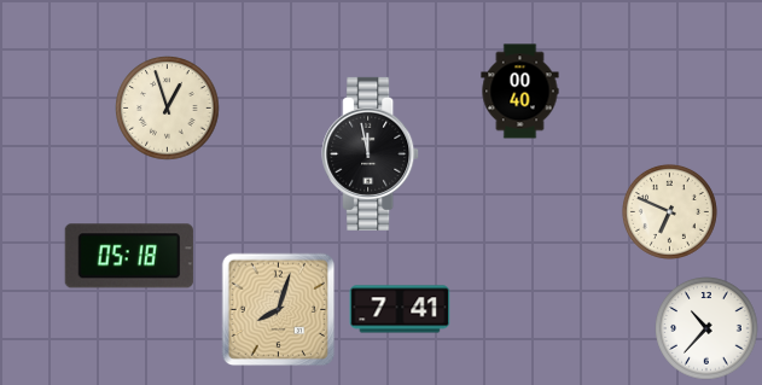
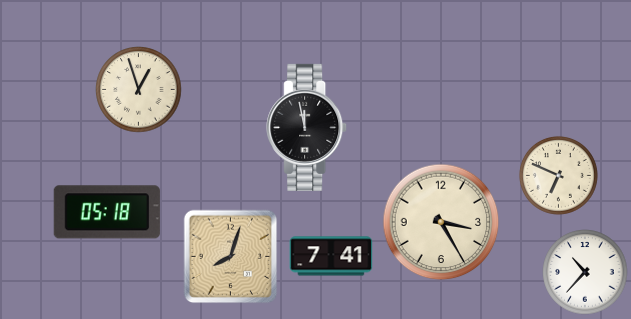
clock at (520, 92): 00:40 -> none
clock at (669, 211) position: (669, 211) -> (558, 175)
clock at (441, 222): none -> 3:25
